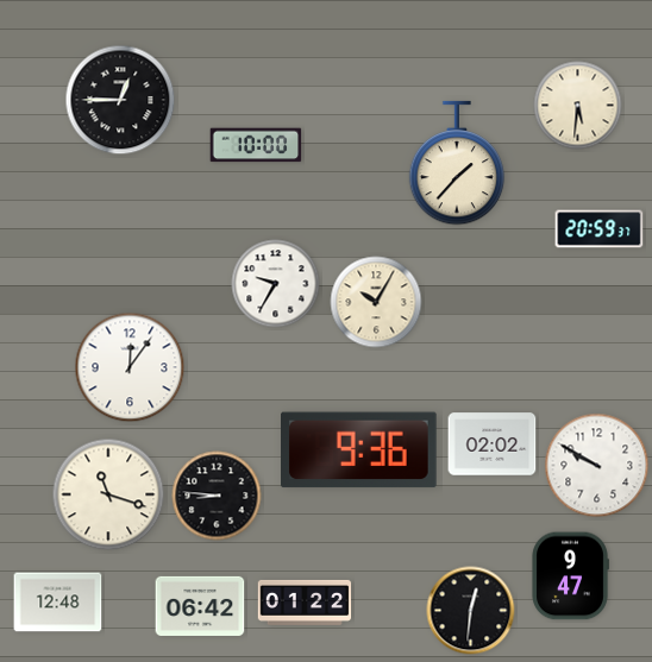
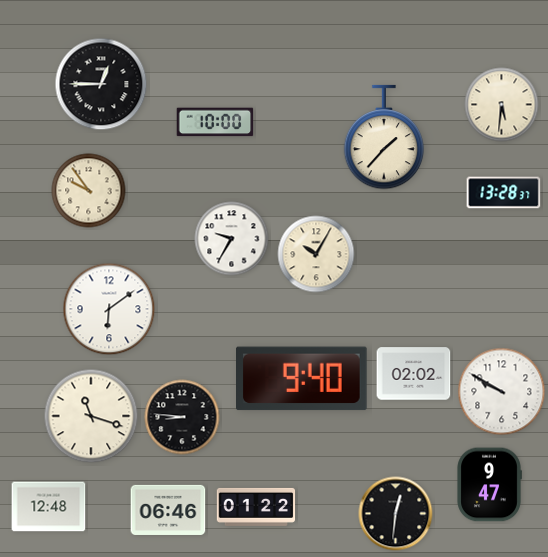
clock at (578, 106) position: (578, 106) -> (502, 105)
clock at (89, 191): none -> 9:54
clock at (600, 229): 20:59 -> 13:28
clock at (130, 367): 12:06 -> 6:09
clock at (359, 450): 9:36 -> 9:40
clock at (570, 576) position: (570, 576) -> (489, 485)
clock at (200, 606): 06:42 -> 06:46
